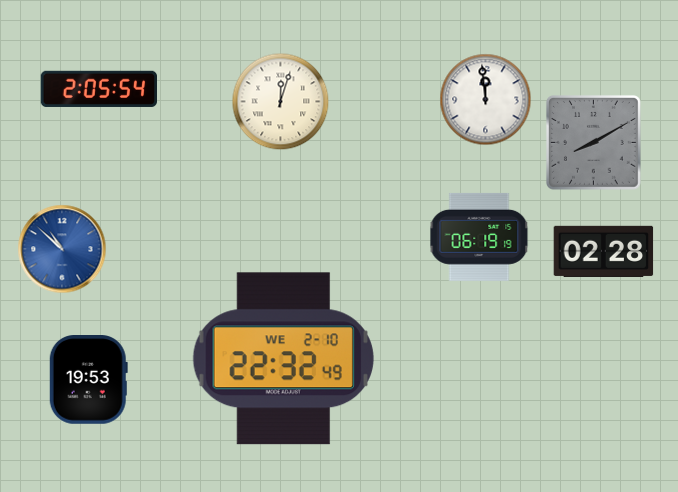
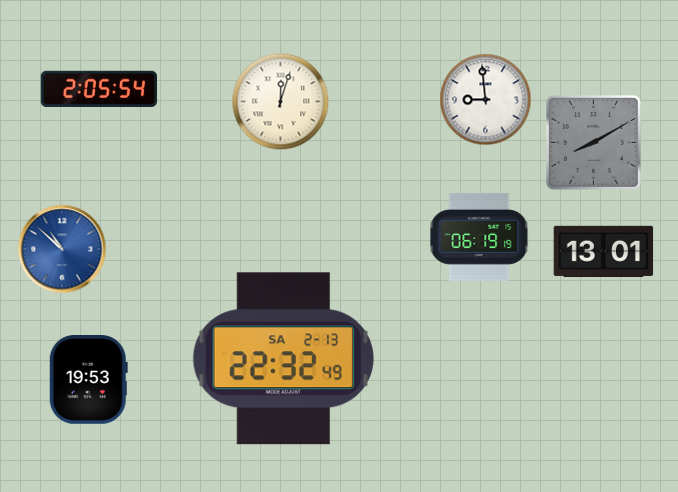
clock at (486, 100): 11:59 -> 8:59
clock at (604, 251): 02:28 -> 13:01
clock at (283, 359) date: WE 2-10 -> SA 2-13
